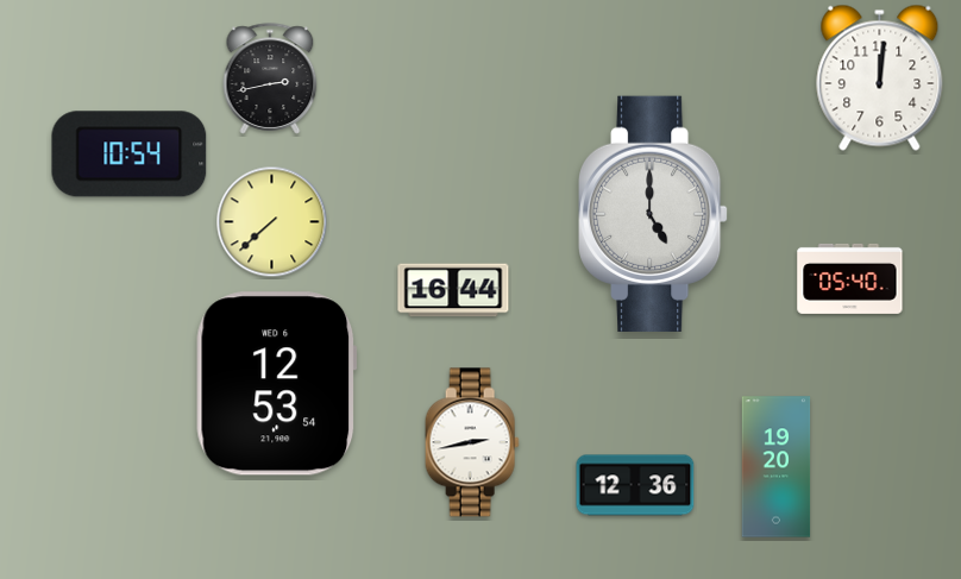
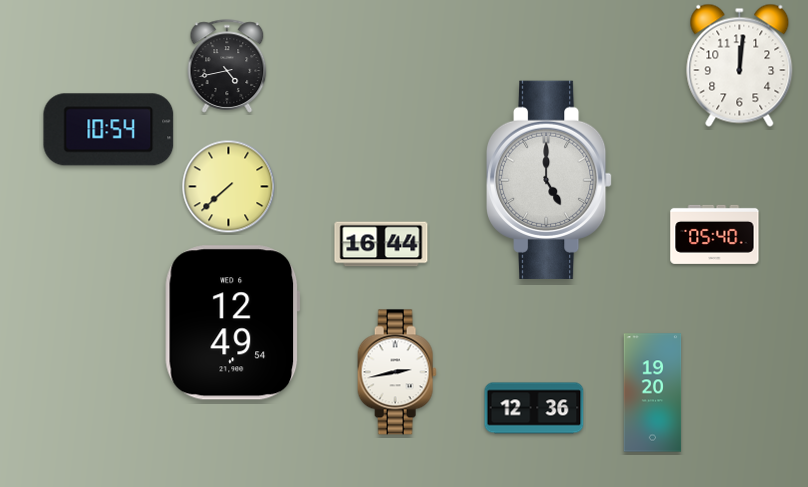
clock at (270, 78): 2:43 -> 4:43
clock at (277, 384): 12:53 -> 12:49
